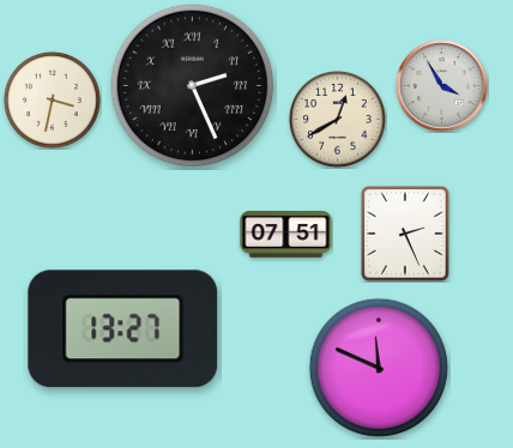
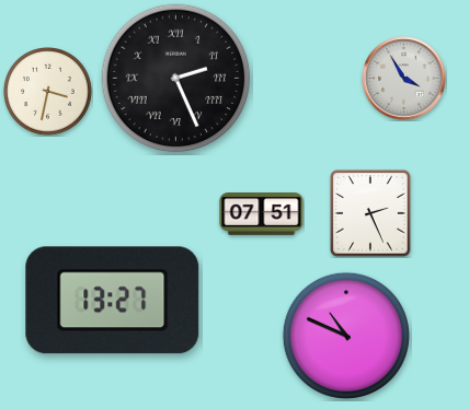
clock at (338, 120): 12:40 -> none
clock at (379, 368): 11:49 -> 10:49
